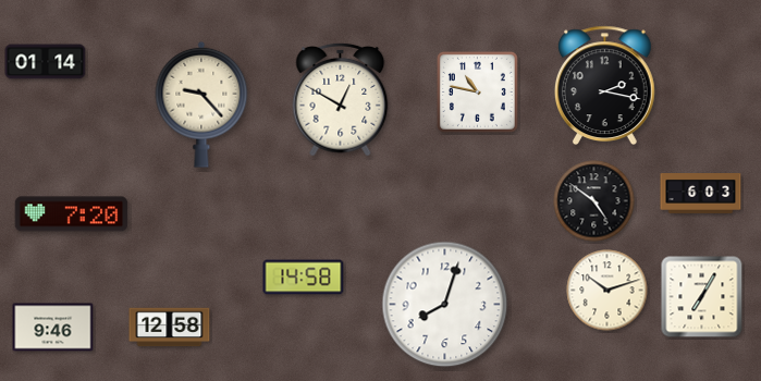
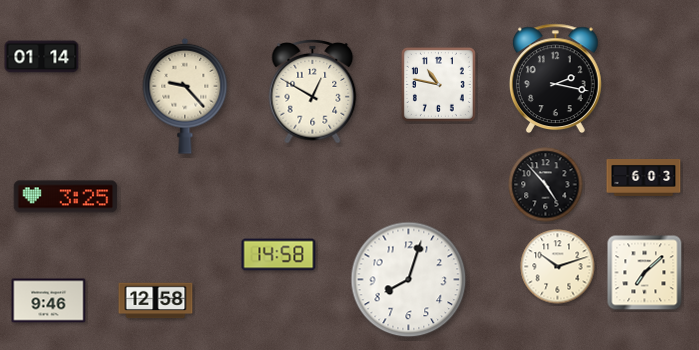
clock at (594, 201): 4:51 -> 4:53
clock at (72, 214): 7:20 -> 3:25
clock at (702, 297): 7:05 -> 7:08
